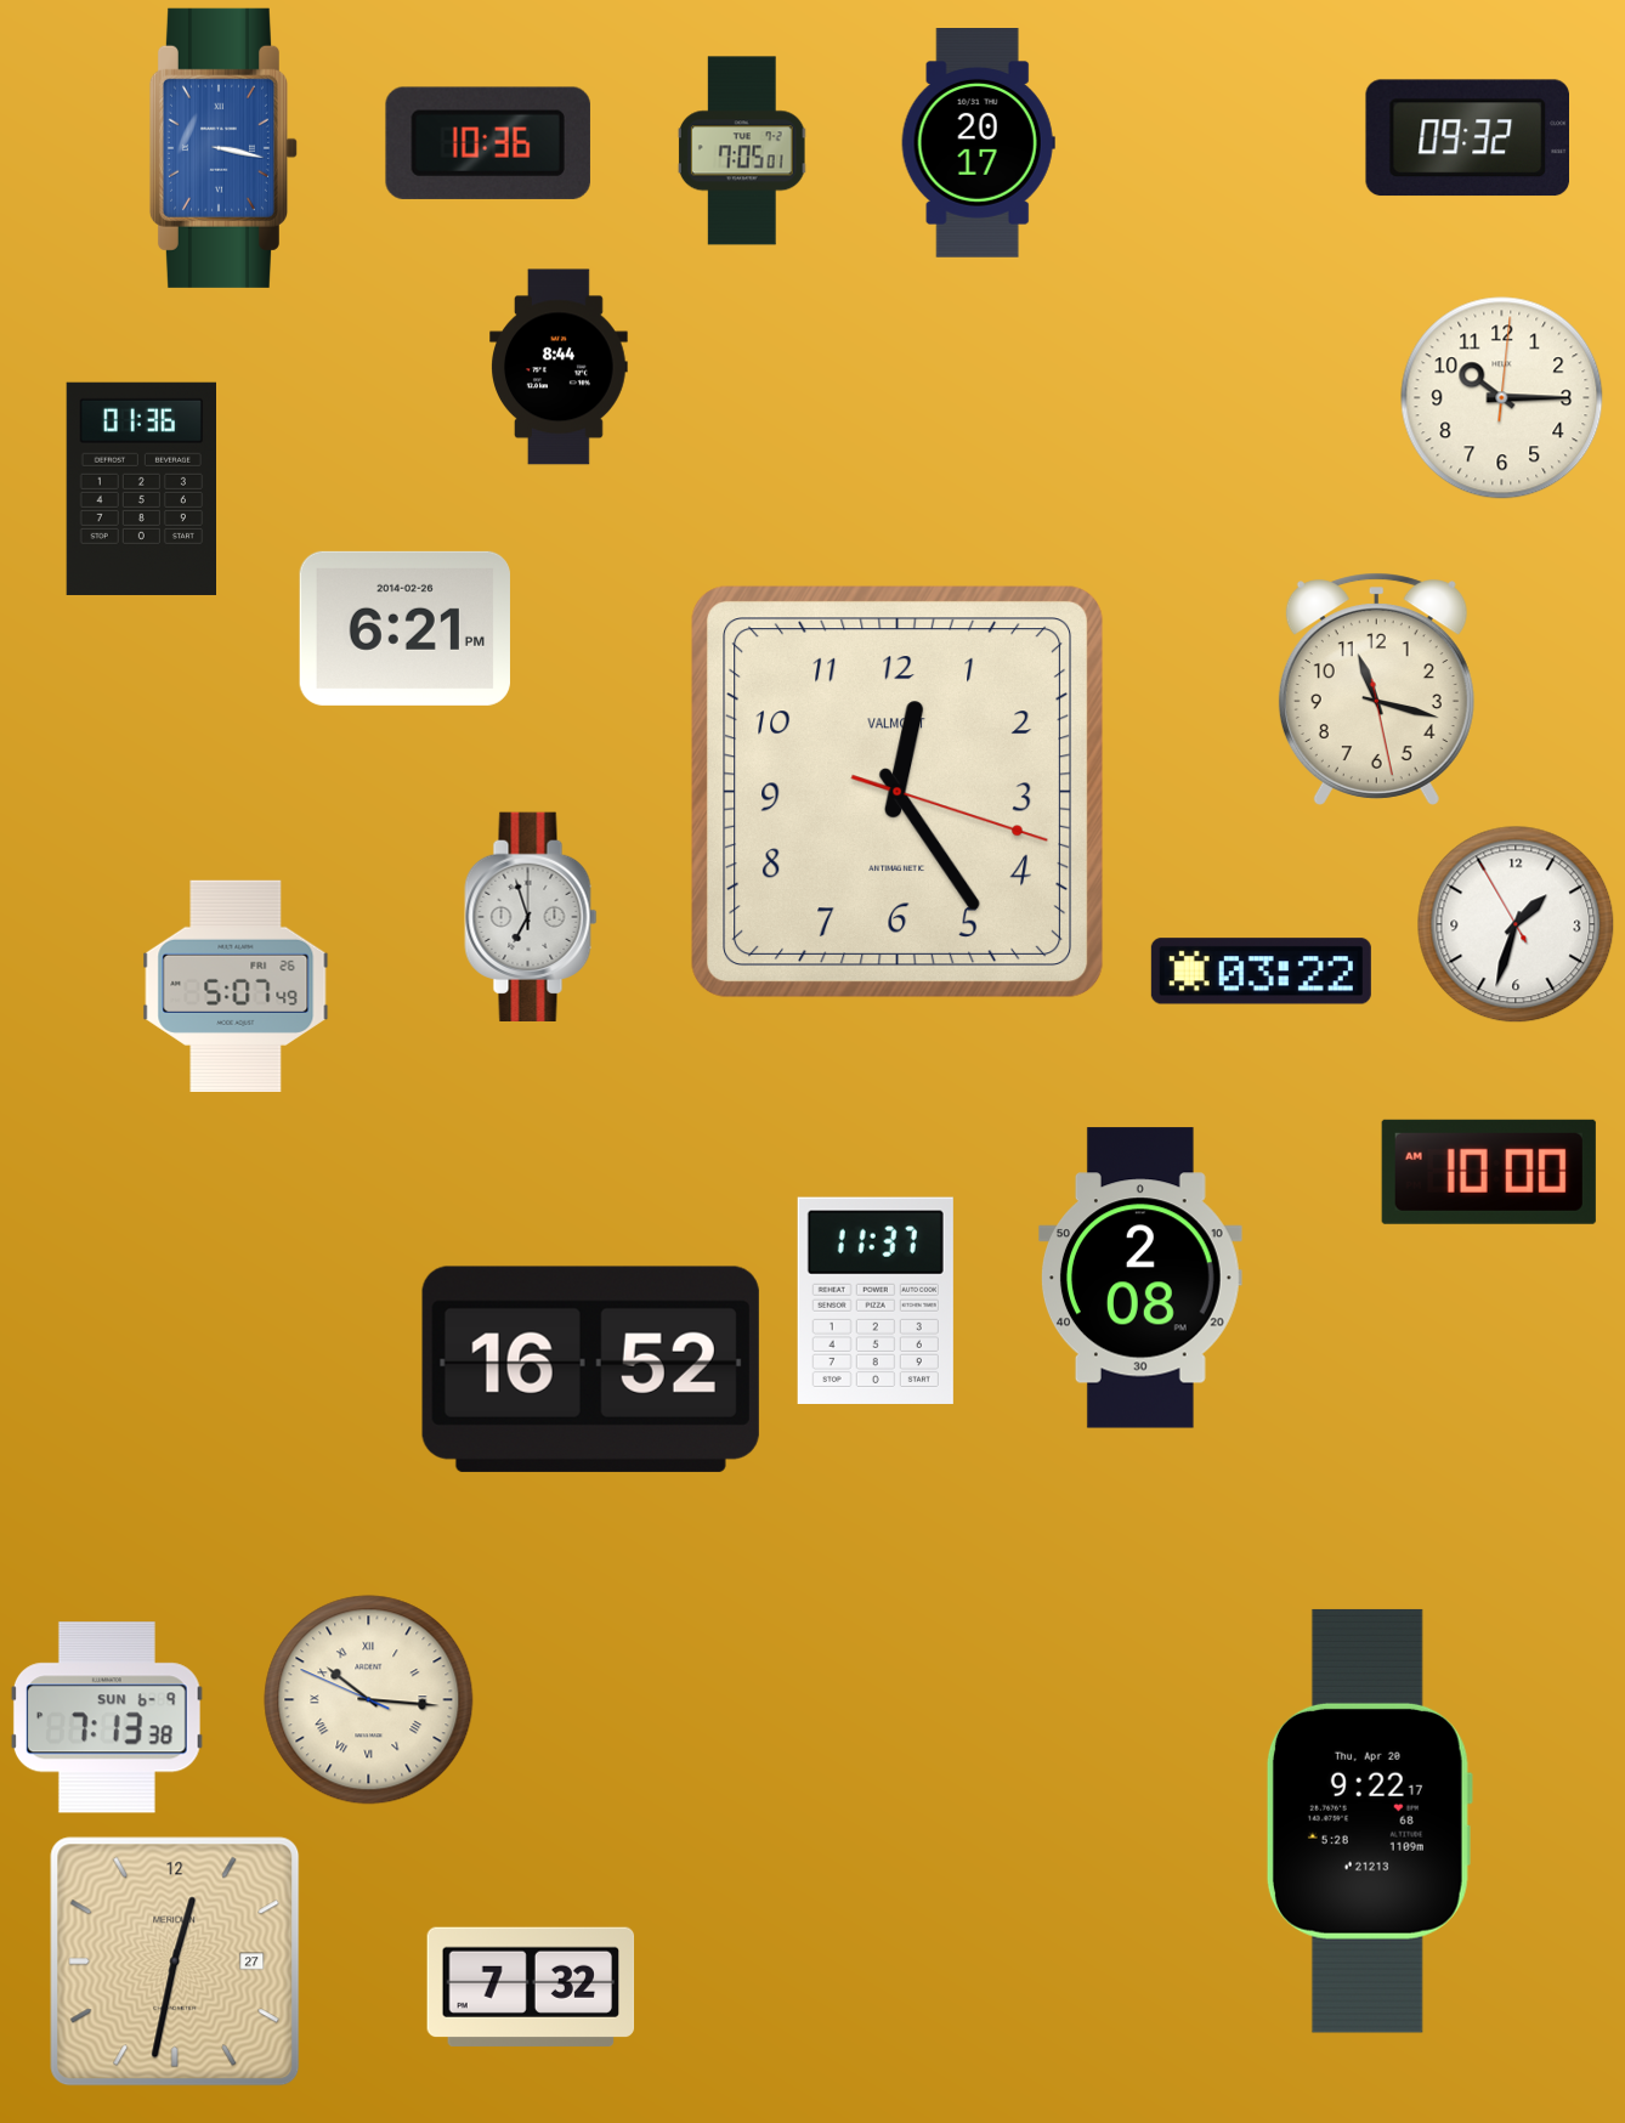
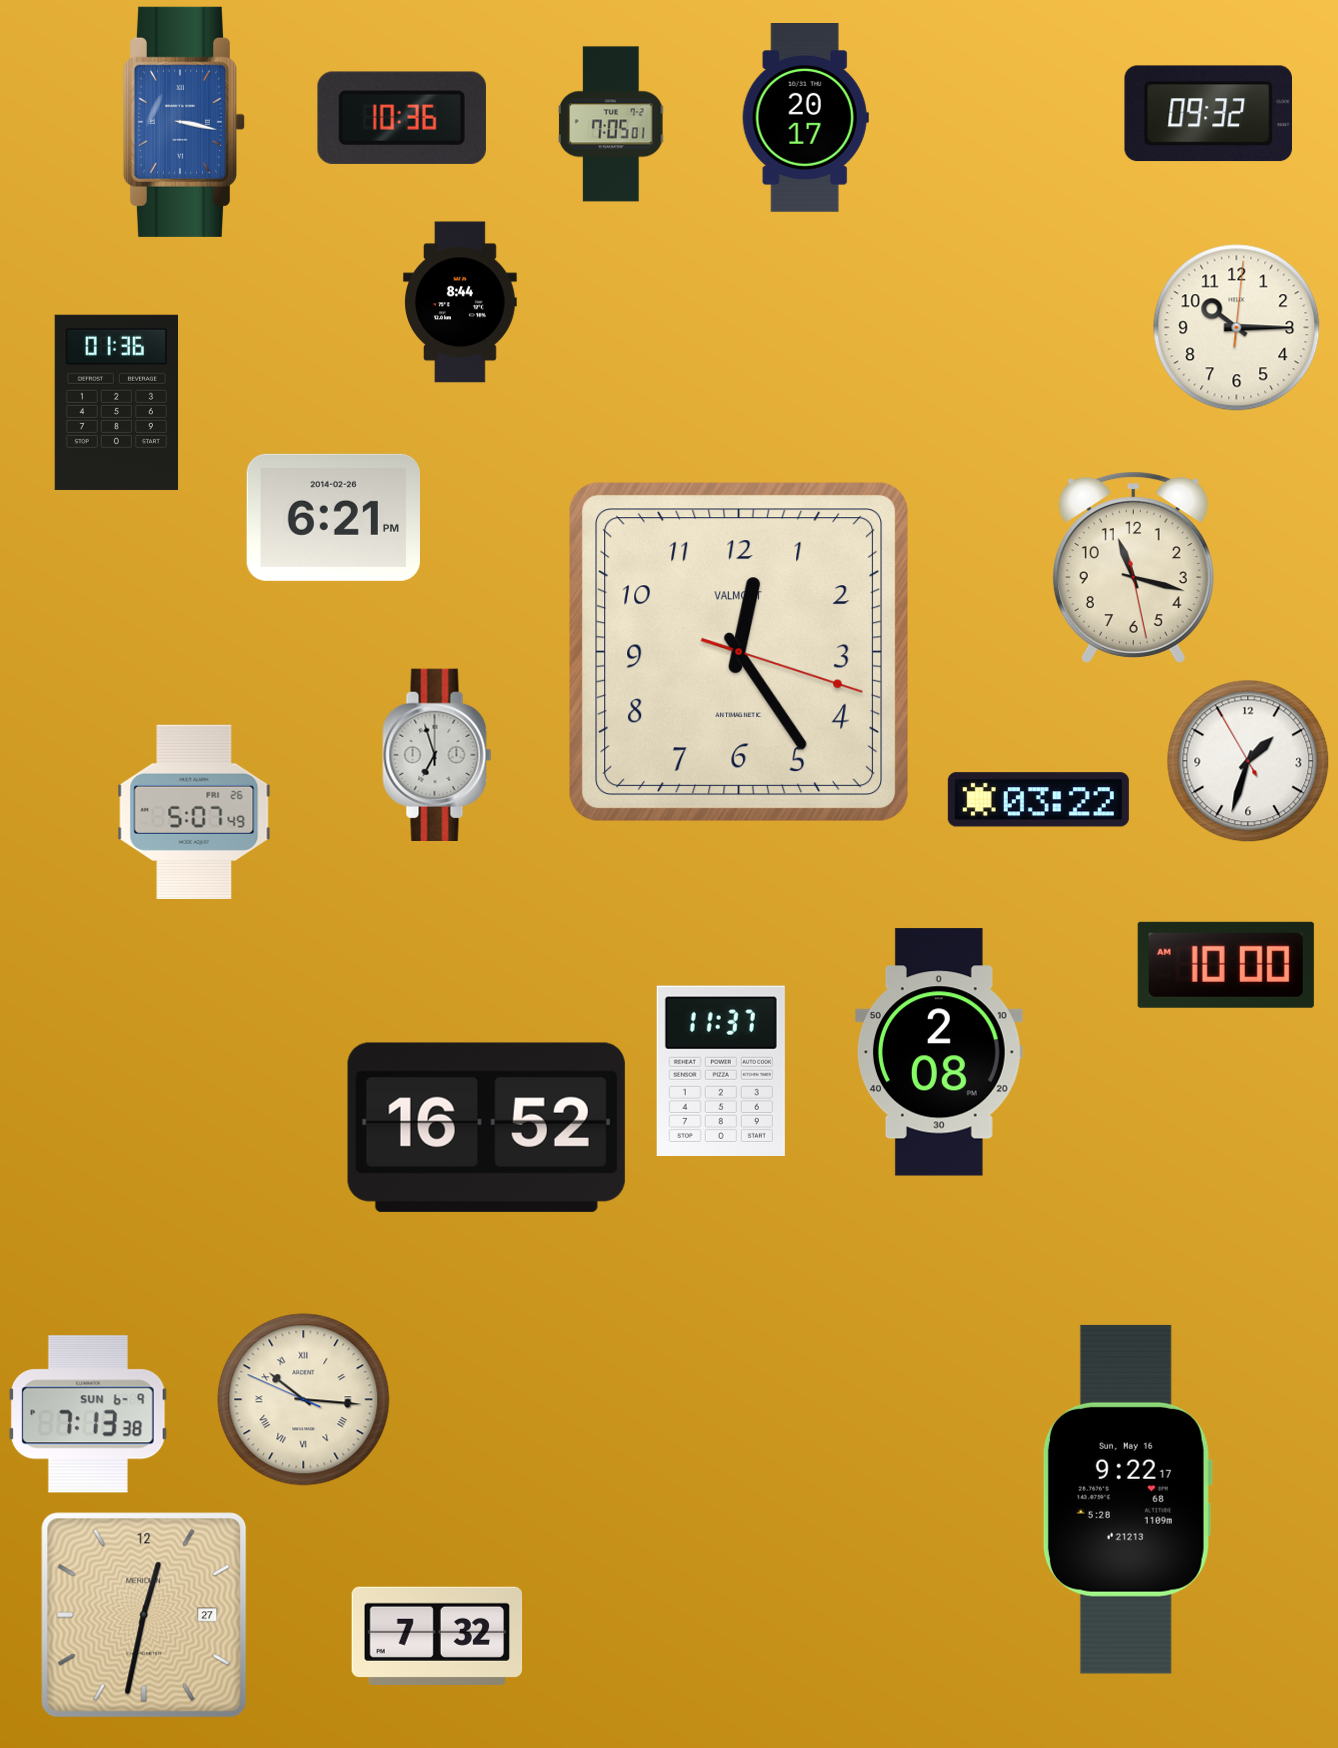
clock at (1369, 1821) date: Thu, Apr 20 -> Sun, May 16
